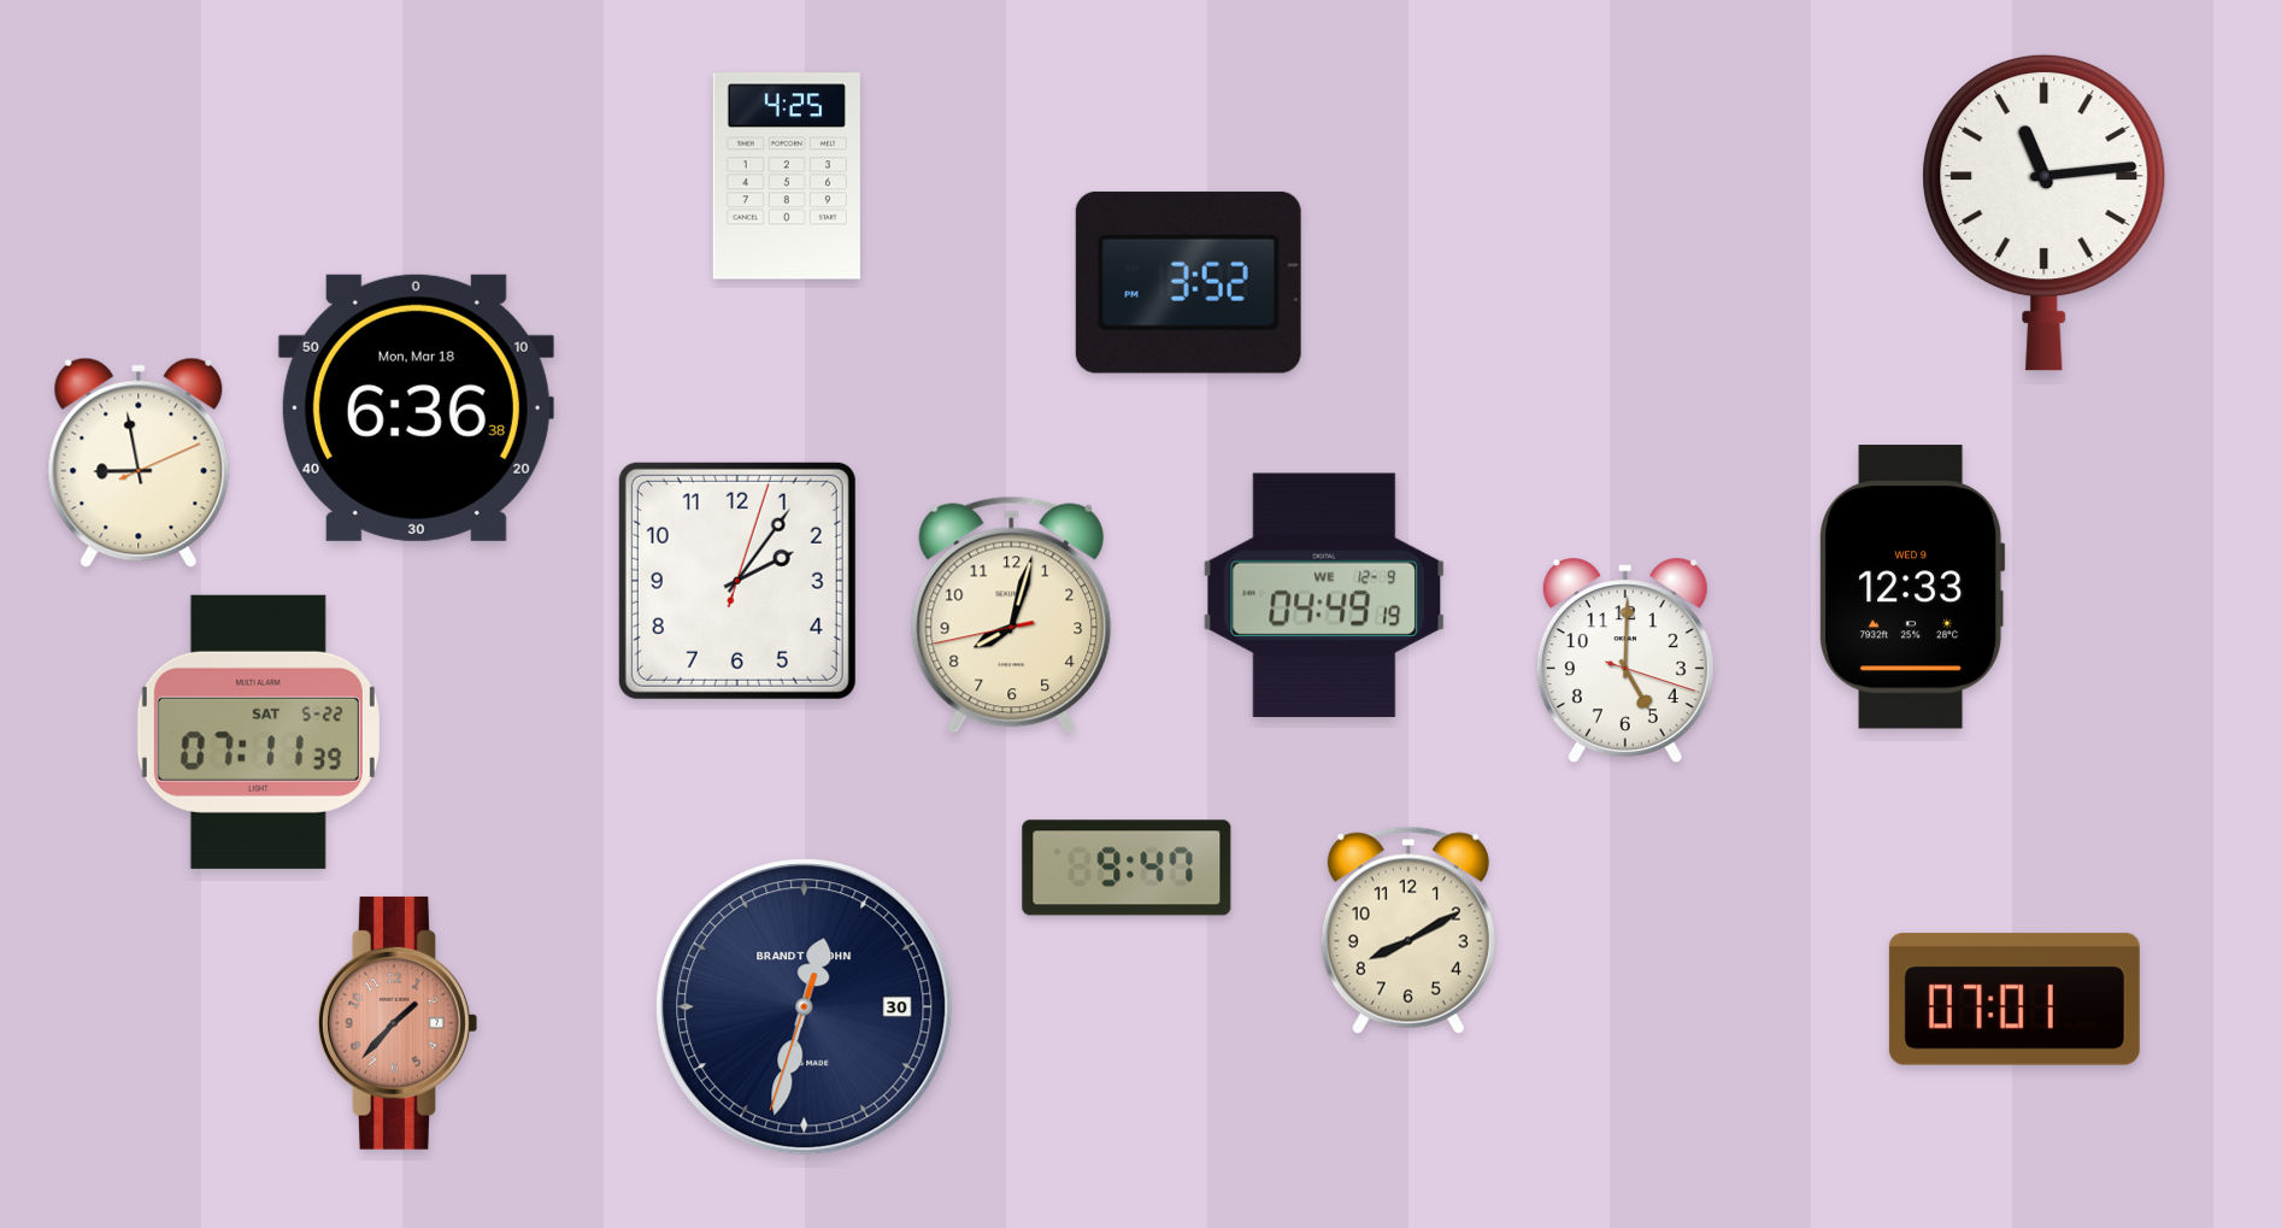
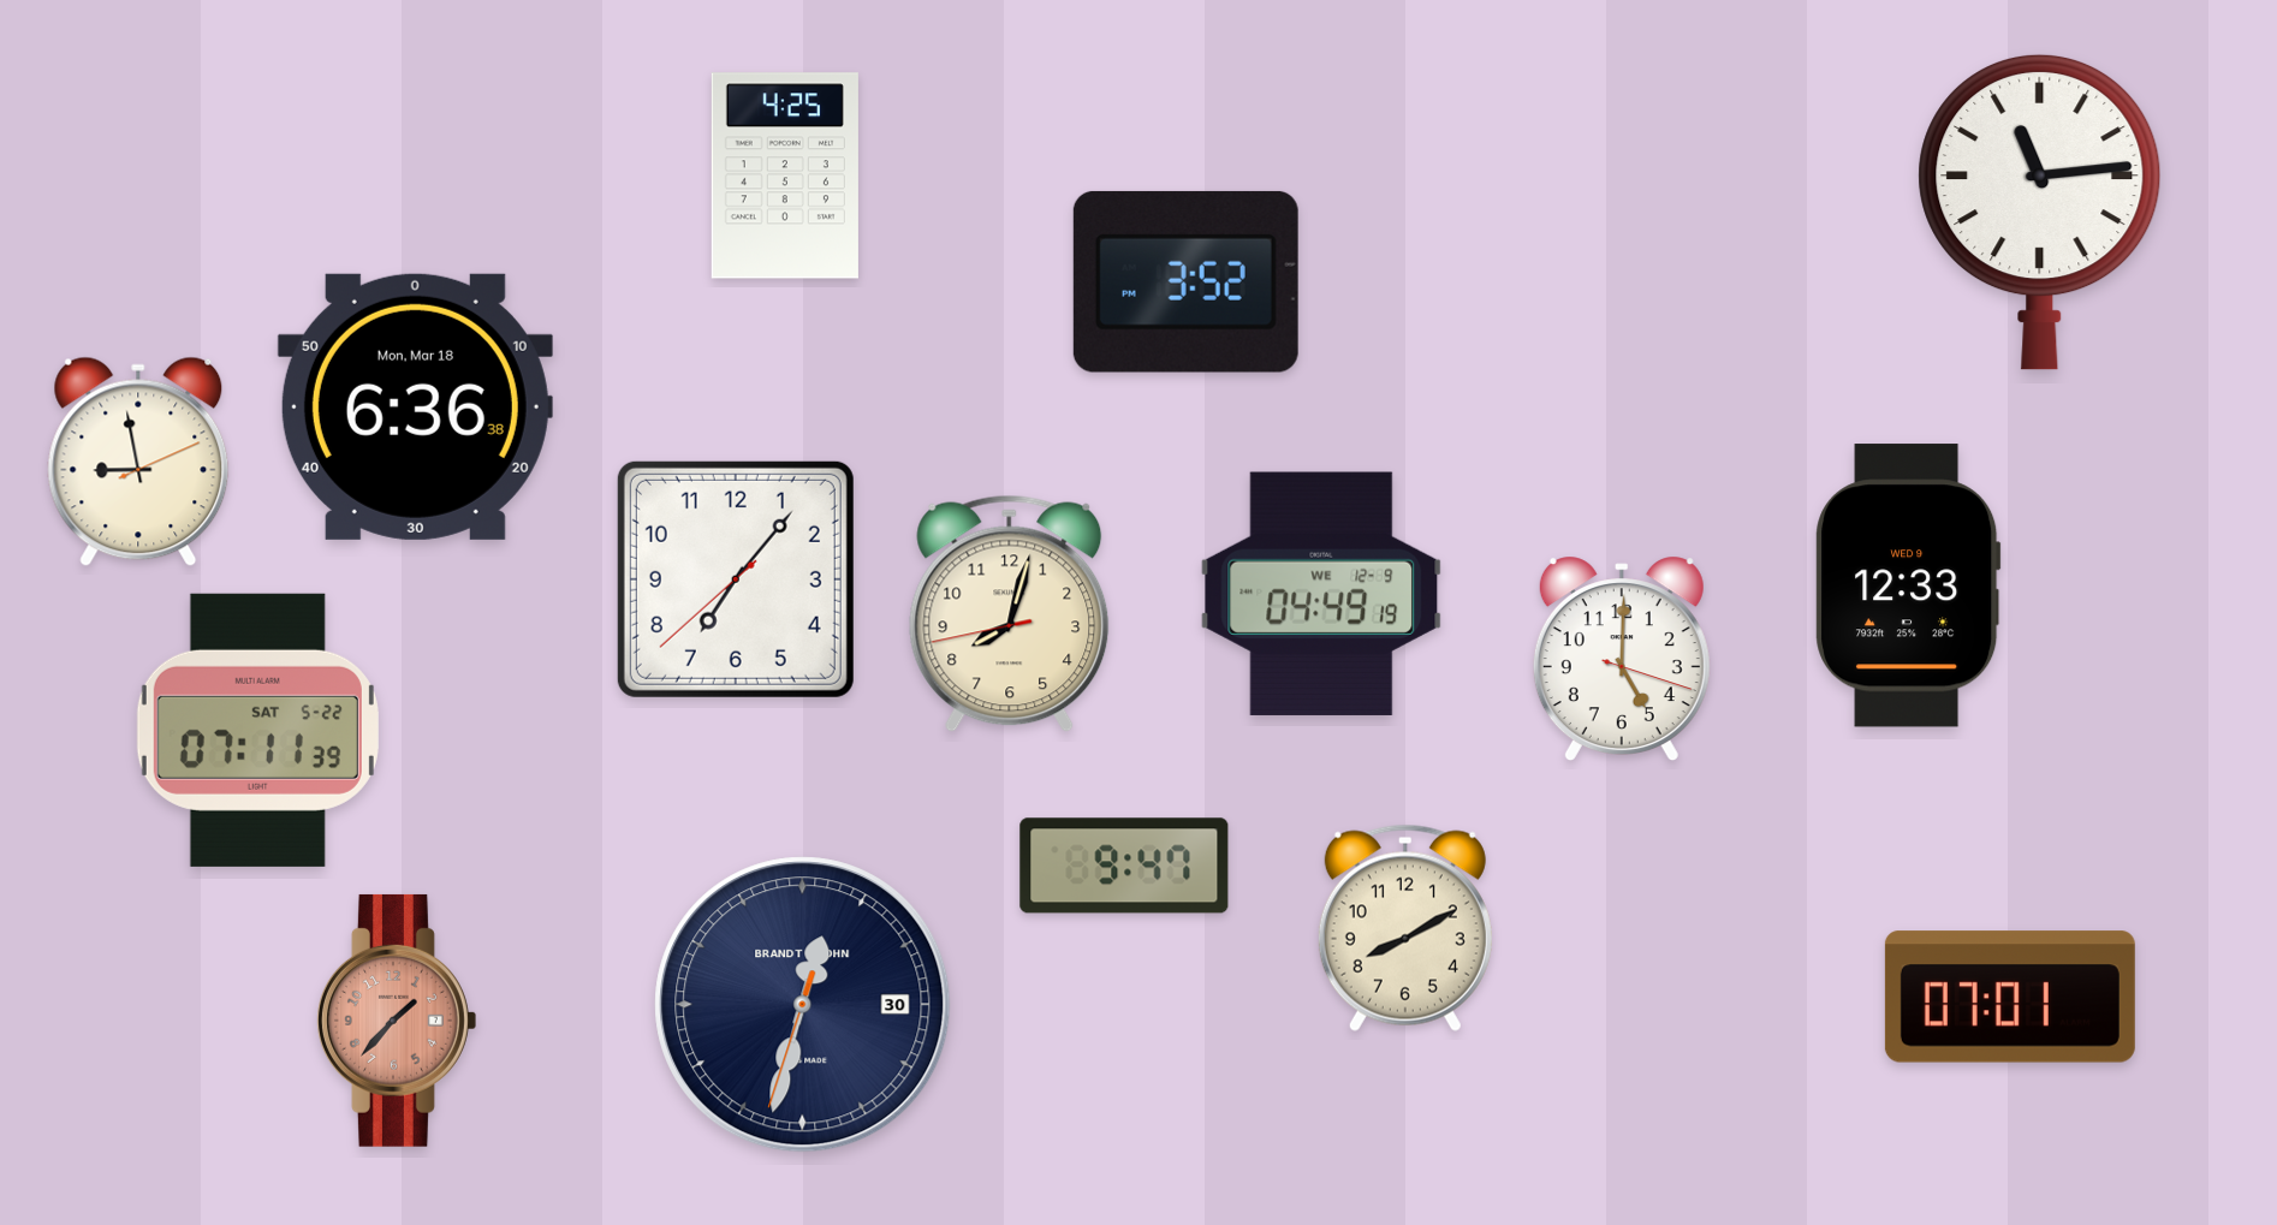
clock at (737, 581): 2:06 -> 7:06
